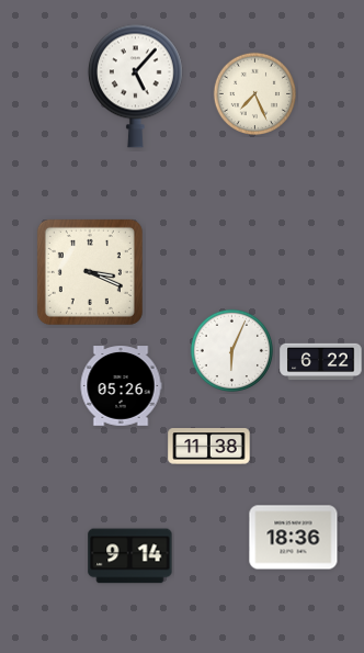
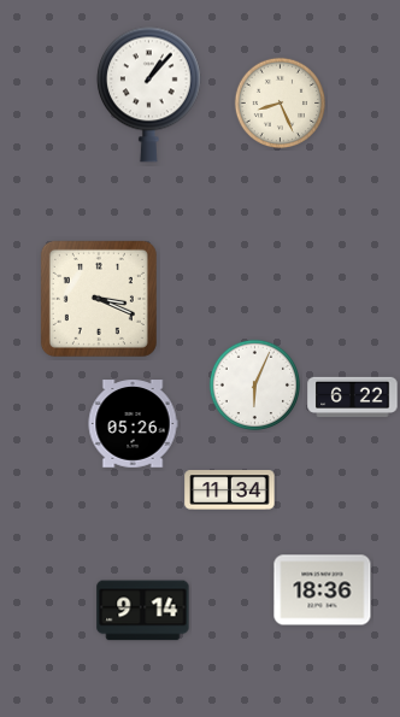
clock at (135, 86): 5:07 -> 1:07
clock at (254, 93): 7:26 -> 8:26
clock at (209, 447): 11:38 -> 11:34
